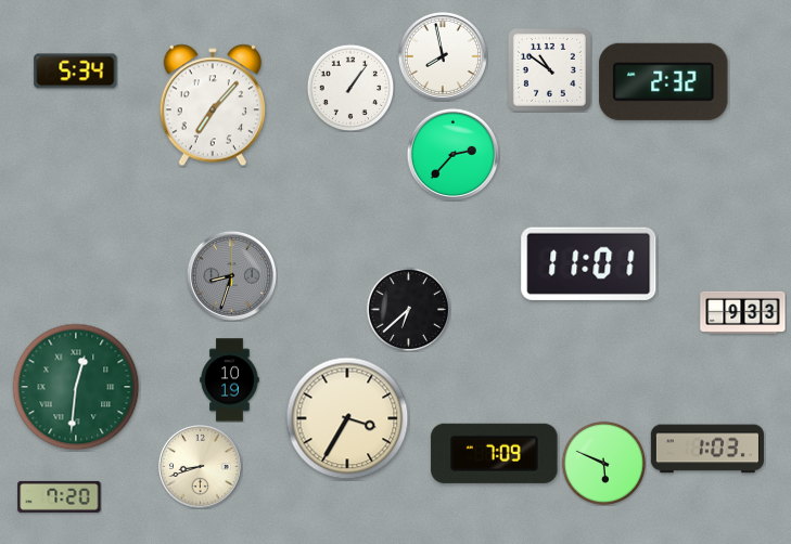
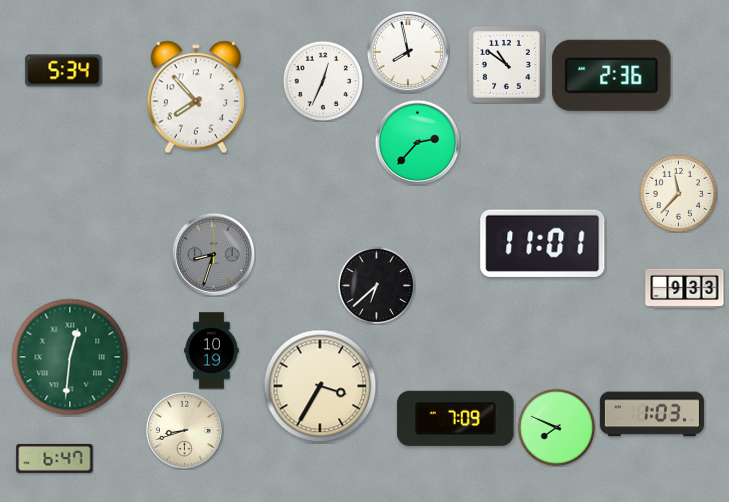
clock at (76, 72) position: (76, 72) -> (64, 71)
clock at (664, 81): 2:32 -> 2:36
clock at (350, 88): 1:06 -> 12:34
clock at (213, 105): 7:07 -> 7:53
clock at (678, 193): none -> 11:37
clock at (603, 463): 5:49 -> 7:49
clock at (60, 496): 7:20 -> 6:47
